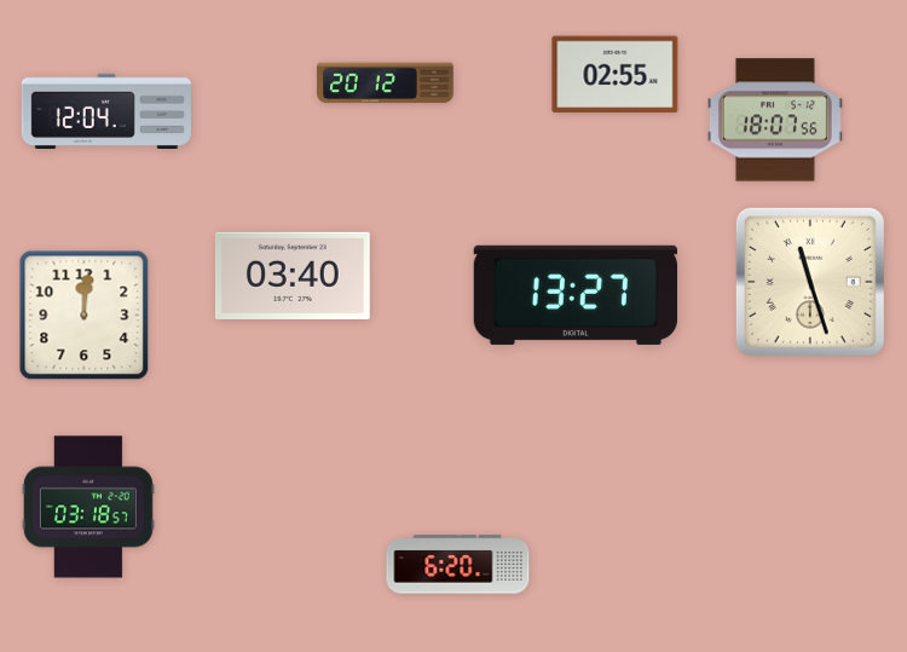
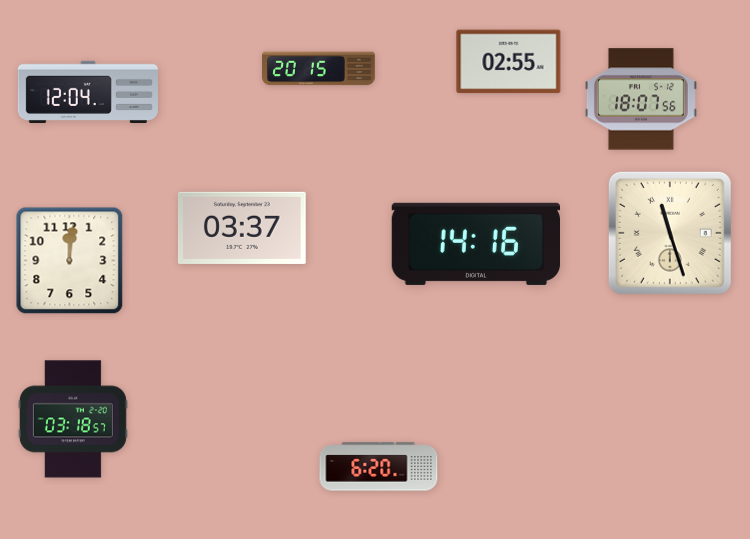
clock at (386, 83): 20:12 -> 20:15
clock at (293, 276): 03:40 -> 03:37
clock at (574, 295): 13:27 -> 14:16
